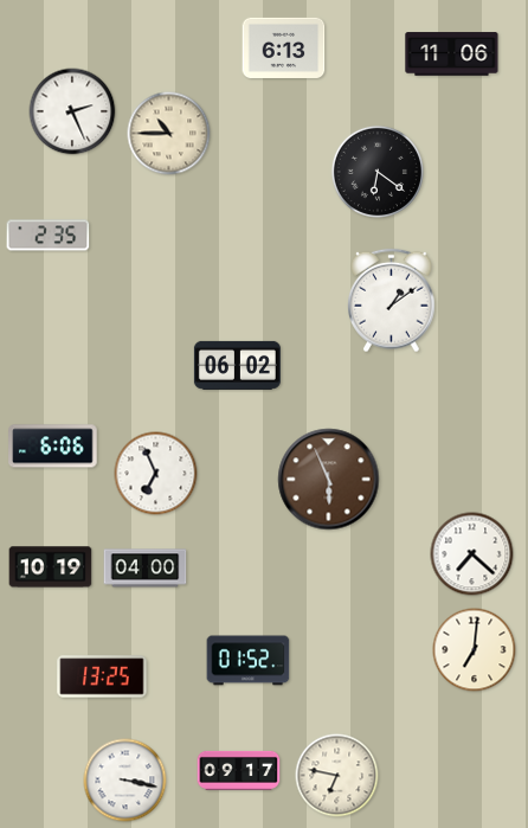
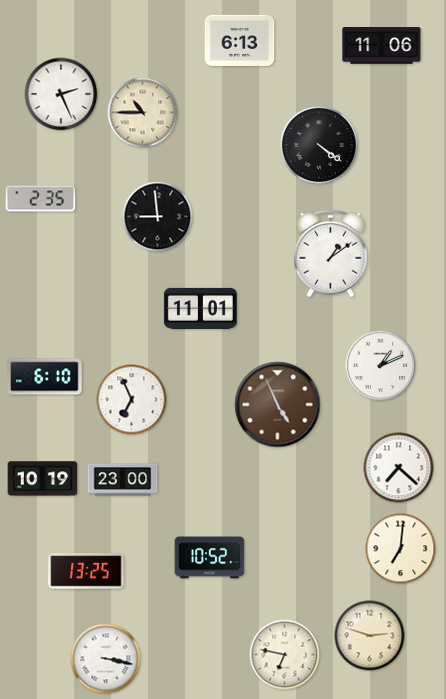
clock at (378, 172): 6:21 -> 4:21
clock at (158, 217): none -> 8:59
clock at (237, 365): 06:02 -> 11:01
clock at (381, 366): none -> 1:11
clock at (53, 447): 6:06 -> 6:10
clock at (329, 480): 5:56 -> 4:56
clock at (146, 569): 04:00 -> 23:00
clock at (249, 661): 01:52 -> 10:52
clock at (370, 636): none -> 2:48
clock at (239, 770): 09:17 -> none
